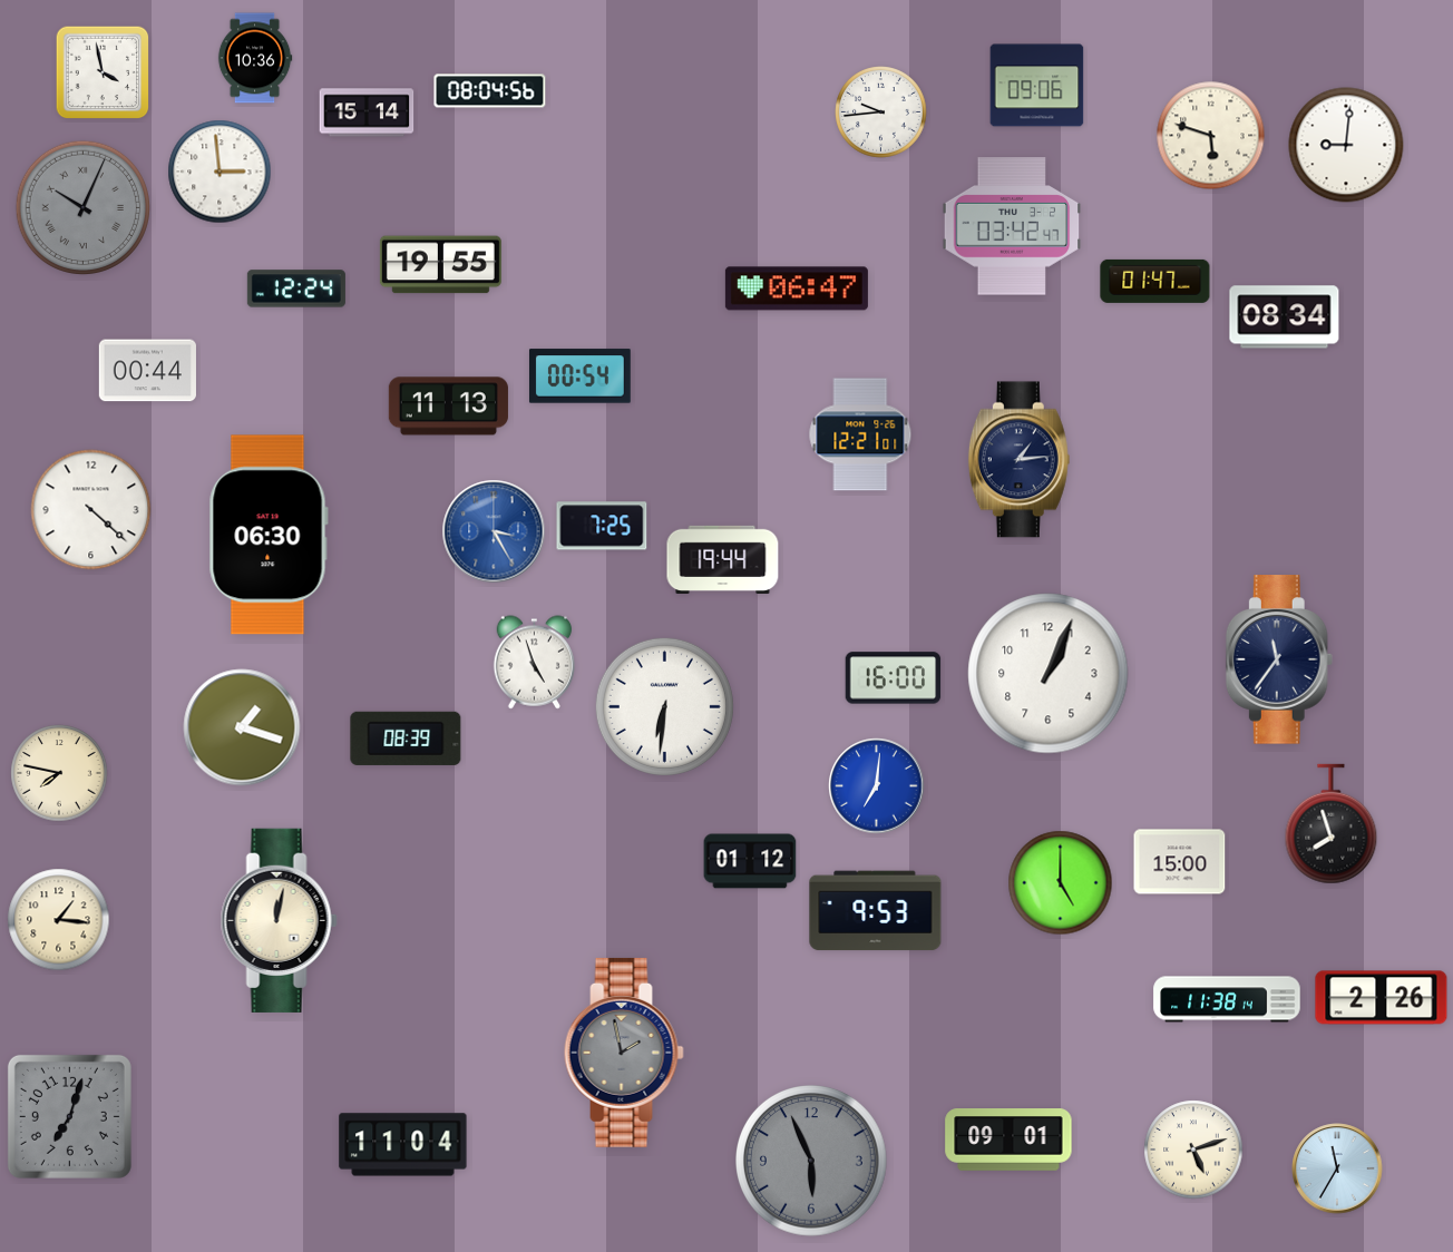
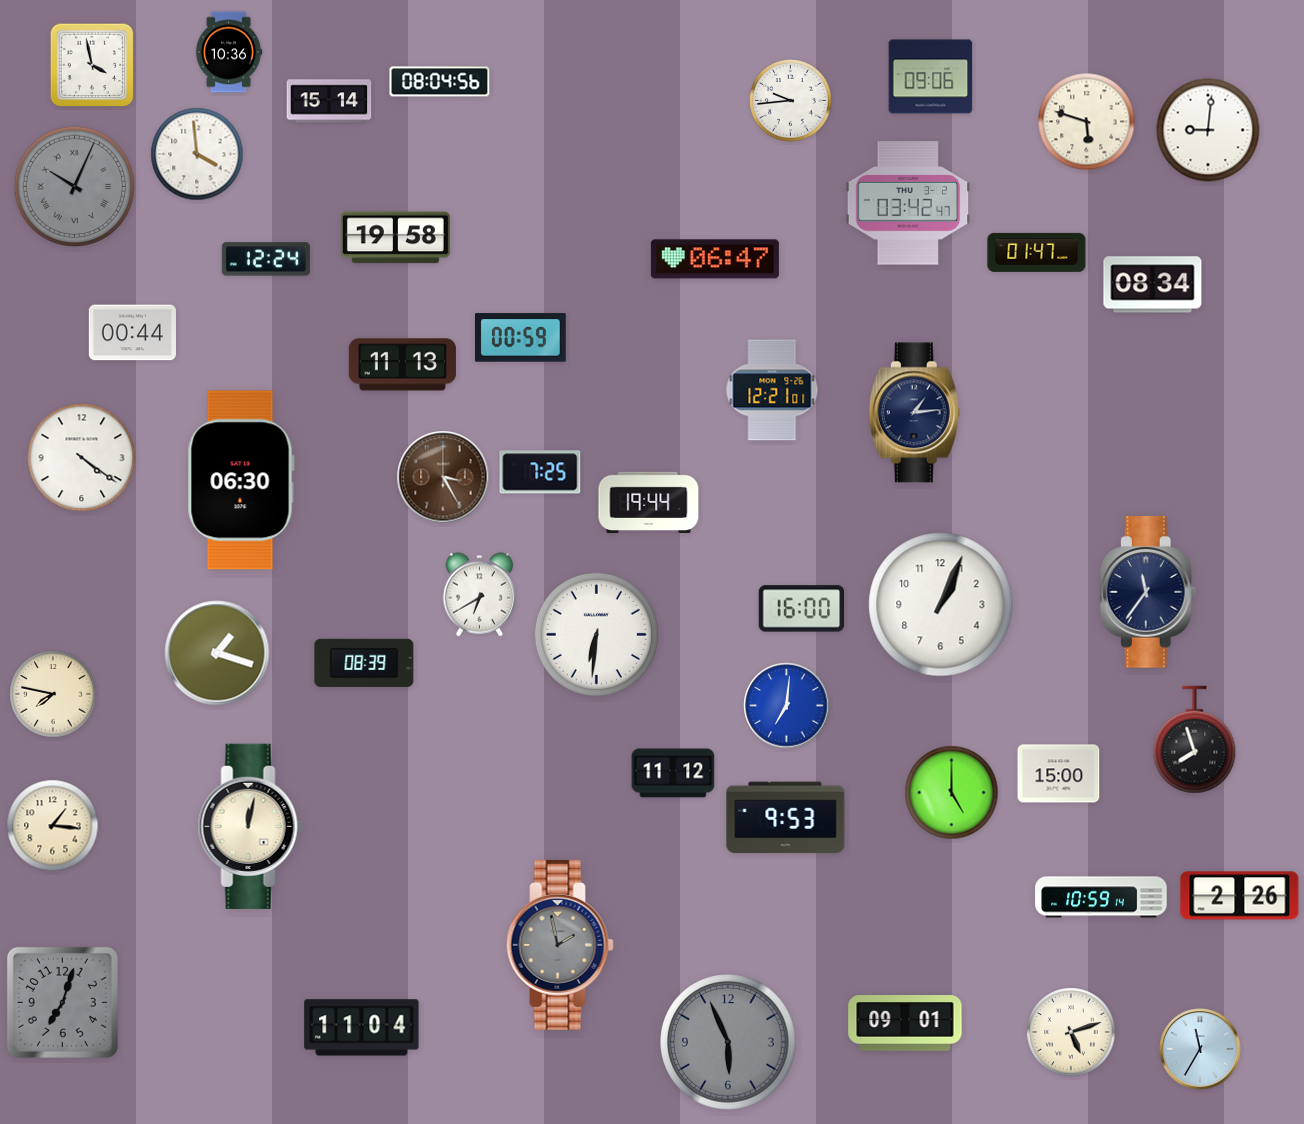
clock at (220, 172): 2:59 -> 3:59
clock at (440, 265): 19:55 -> 19:58
clock at (579, 376): 00:54 -> 00:59
clock at (91, 510): 4:22 -> 4:21
clock at (494, 531) dial: blue -> brown
clock at (535, 663): 4:57 -> 6:40
clock at (750, 861): 01:12 -> 11:12
clock at (1227, 999): 11:38 -> 10:59
